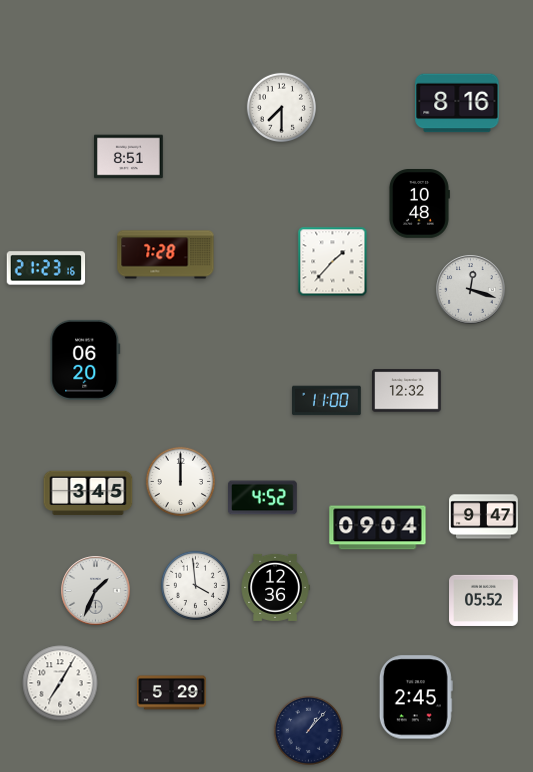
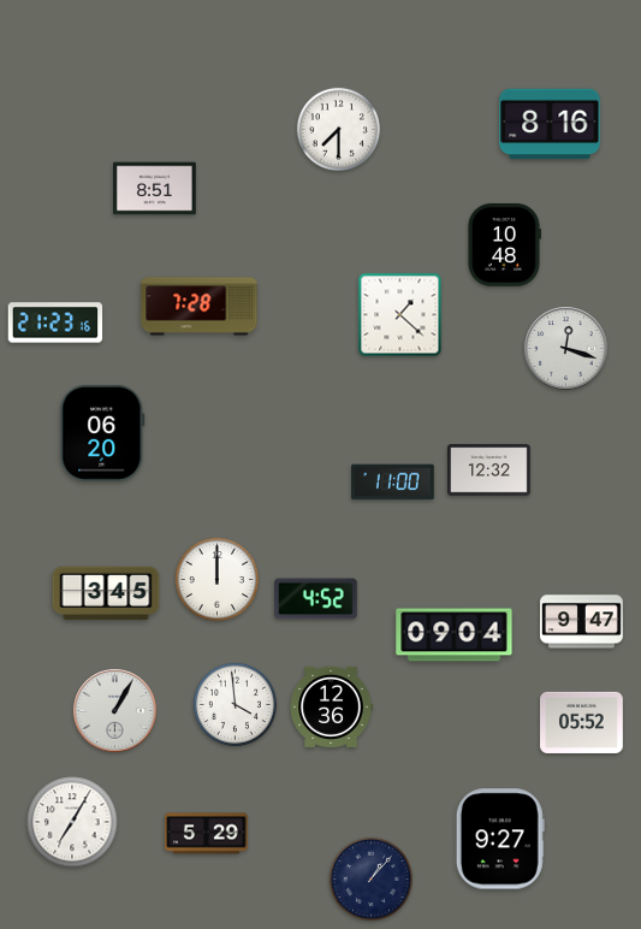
clock at (333, 262): 1:37 -> 1:22
clock at (96, 591): 1:34 -> 1:05
clock at (416, 697): 2:45 -> 9:27
